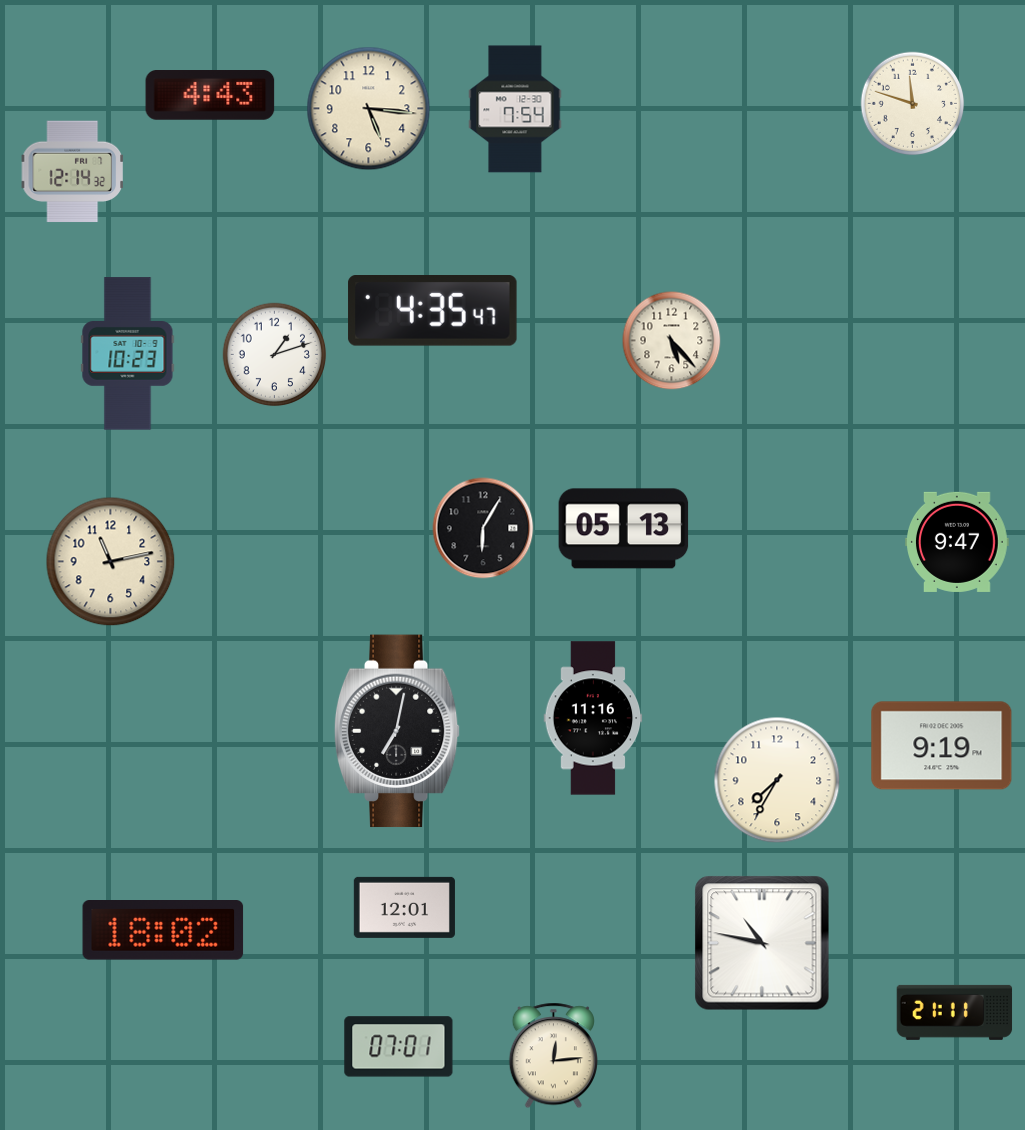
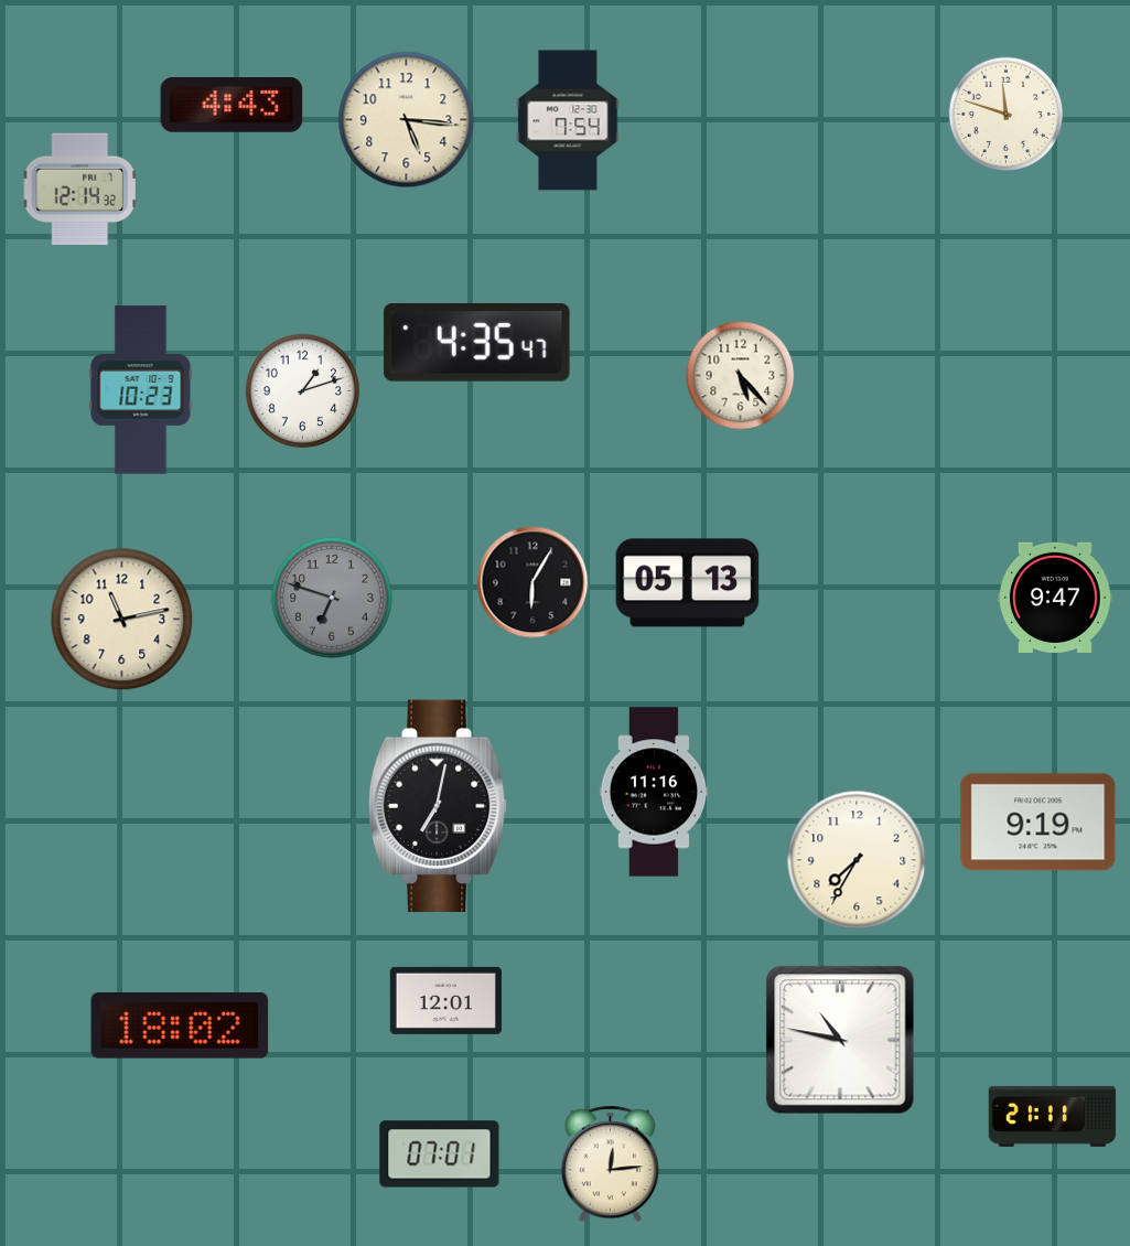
clock at (332, 598): none -> 6:48
